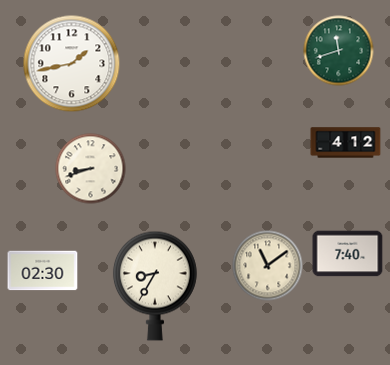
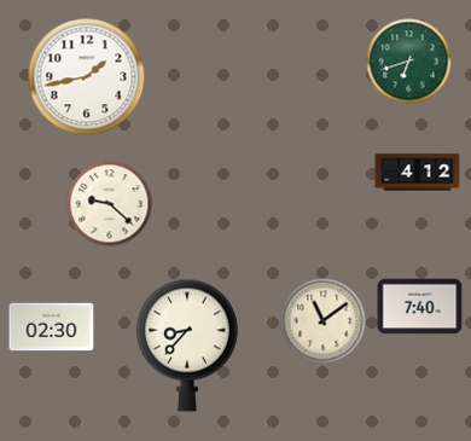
clock at (339, 51): 11:42 -> 6:42
clock at (91, 169): 8:42 -> 9:22
clock at (155, 286): 8:35 -> 8:37
